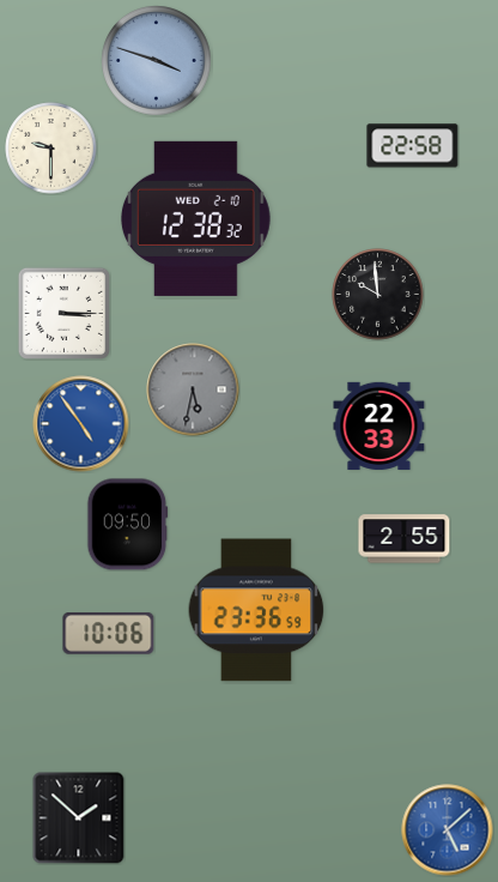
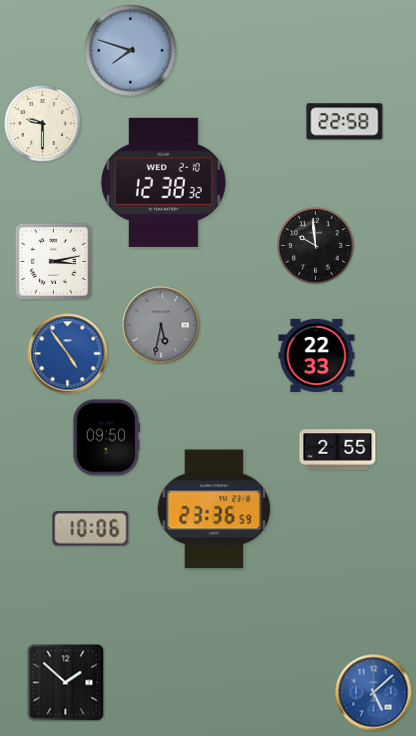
clock at (157, 61): 3:48 -> 7:48
clock at (63, 313): 3:15 -> 3:13
